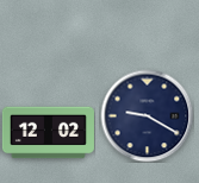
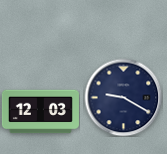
clock at (48, 133): 12:02 -> 12:03
